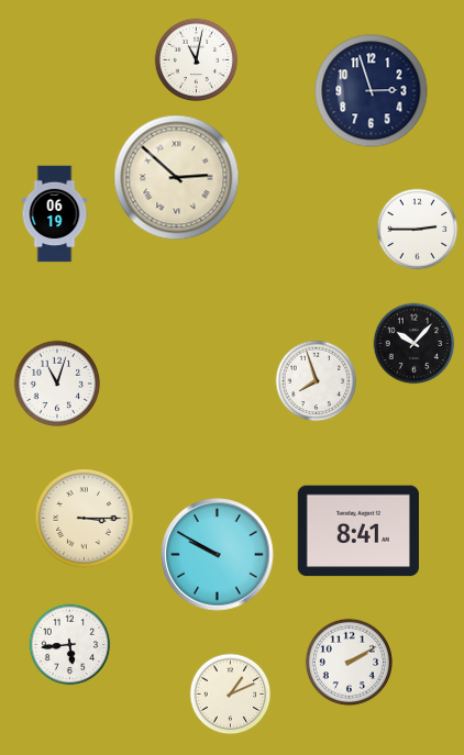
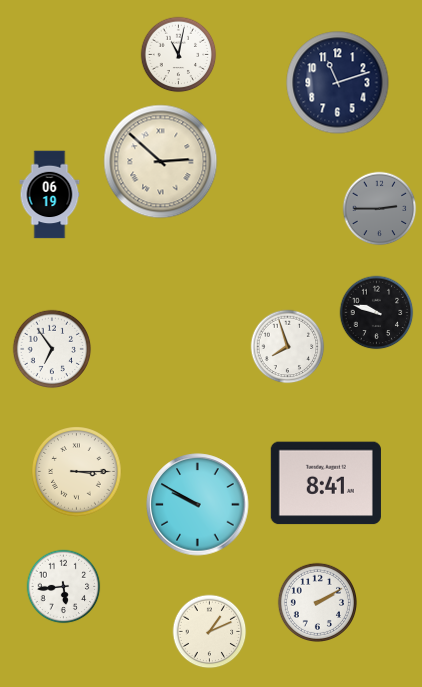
clock at (372, 91): 2:57 -> 11:12
clock at (418, 230) dial: white -> grey
clock at (415, 344): 10:07 -> 9:48
clock at (57, 384): 11:03 -> 6:54
